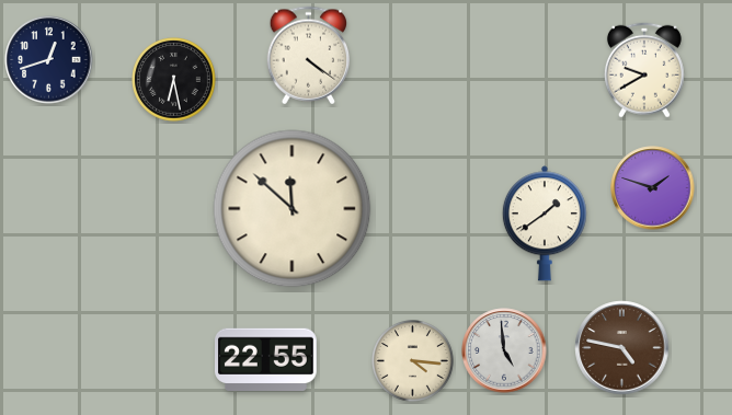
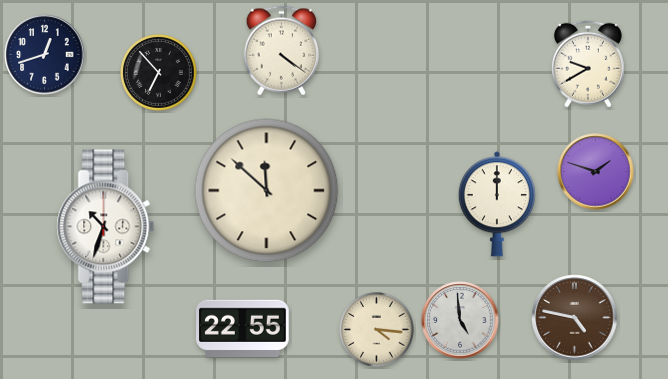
clock at (174, 80): 6:28 -> 6:53
clock at (545, 223): 1:39 -> 12:00
clock at (106, 227): none -> 10:33
clock at (622, 348) position: (622, 348) -> (575, 318)
